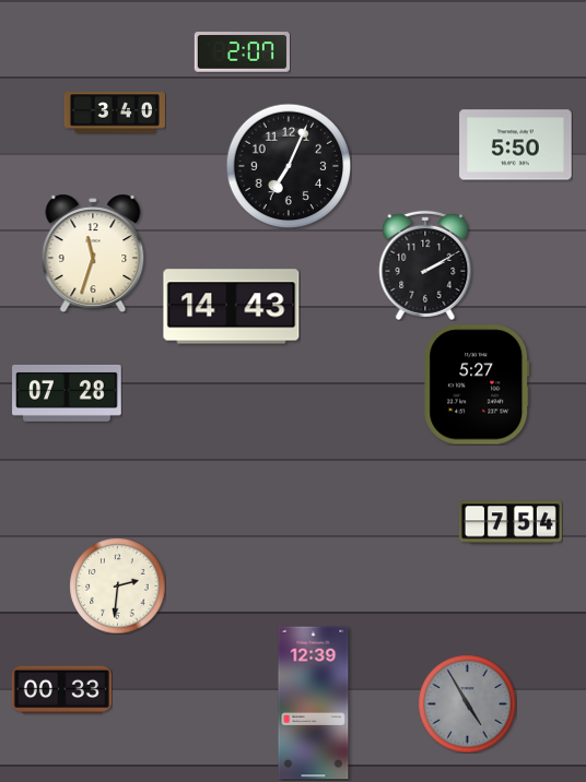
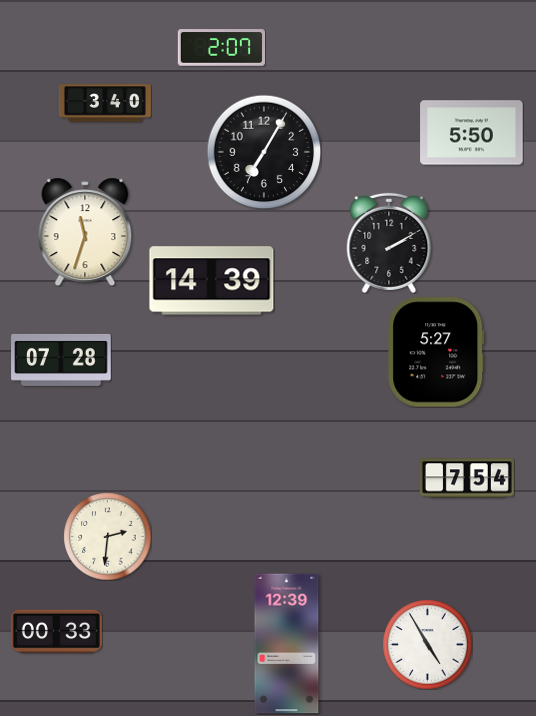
clock at (289, 166): 7:04 -> 7:05
clock at (232, 307): 14:43 -> 14:39
clock at (467, 703) dial: grey -> white
